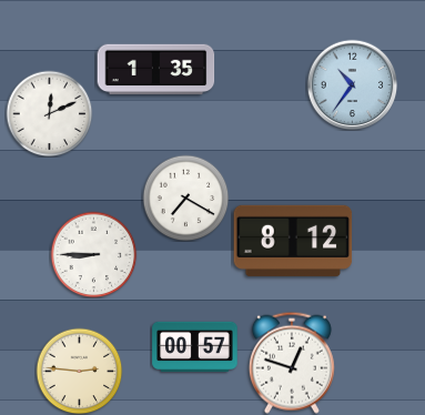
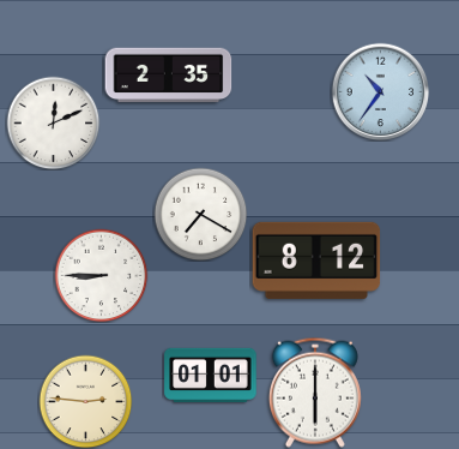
clock at (156, 70): 1:35 -> 2:35
clock at (195, 346): 00:57 -> 01:01
clock at (292, 363): 12:48 -> 6:00
